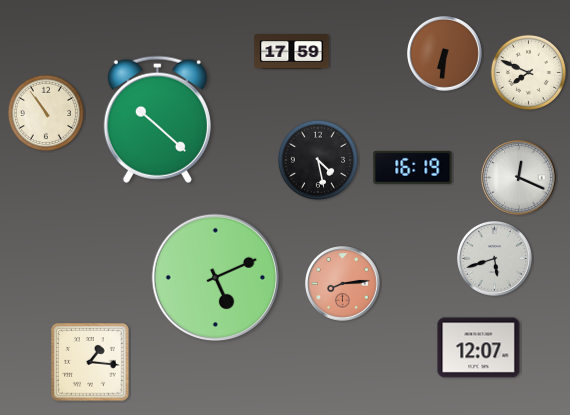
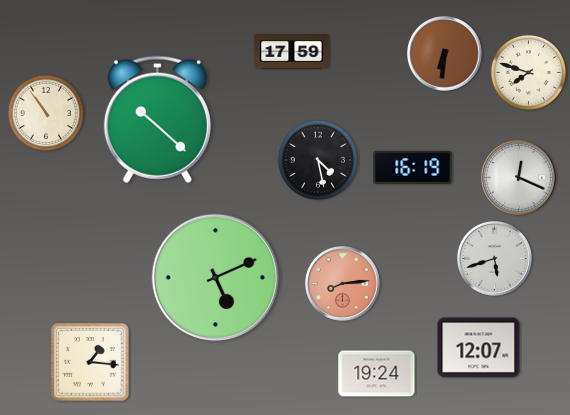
clock at (528, 72): 7:49 -> 7:48
clock at (377, 374): none -> 19:24
